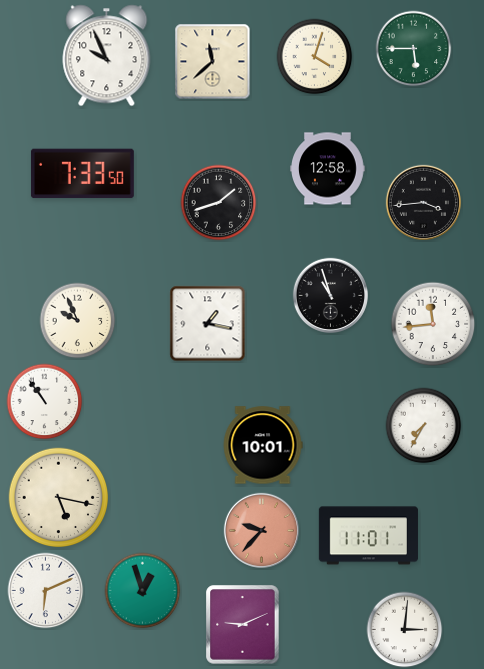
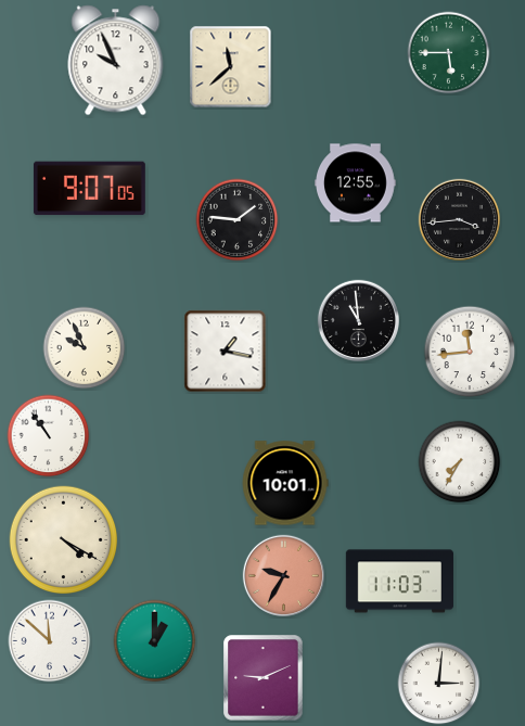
clock at (315, 57): 4:03 -> none
clock at (328, 169): 12:58 -> 12:55
clock at (82, 174): 7:33 -> 9:07
clock at (219, 203): 1:42 -> 1:46
clock at (330, 295): 10:57 -> 10:59
clock at (59, 498): 5:17 -> 4:20
clock at (261, 530): 9:37 -> 9:35
clock at (368, 536): 11:01 -> 11:03
clock at (46, 591): 6:11 -> 11:52
clock at (143, 591): 12:57 -> 1:00
